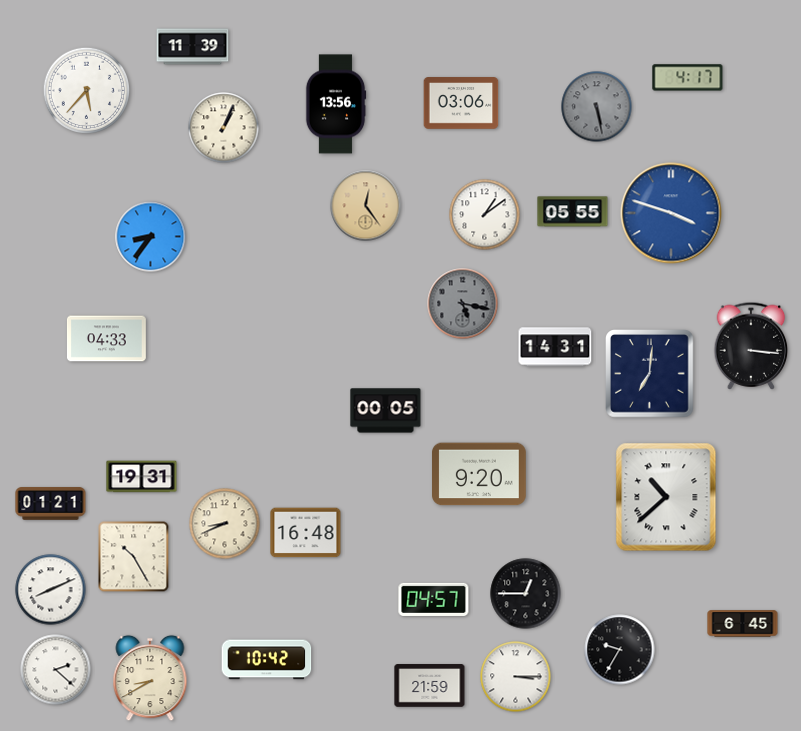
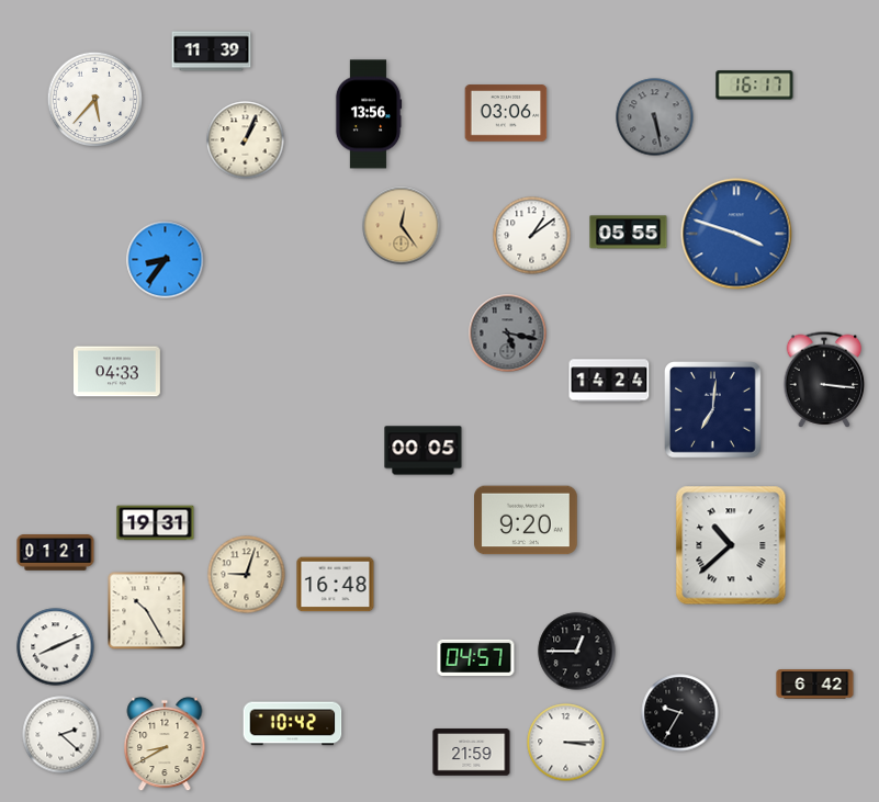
clock at (688, 78): 4:17 -> 16:17
clock at (555, 347): 14:31 -> 14:24
clock at (225, 524): 8:41 -> 9:03
clock at (743, 624): 6:45 -> 6:42
